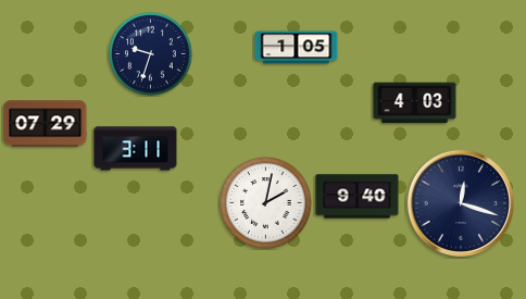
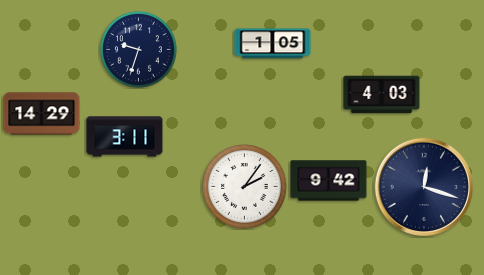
clock at (46, 124): 07:29 -> 14:29
clock at (358, 197): 9:40 -> 9:42
clock at (266, 203): 2:02 -> 2:06
